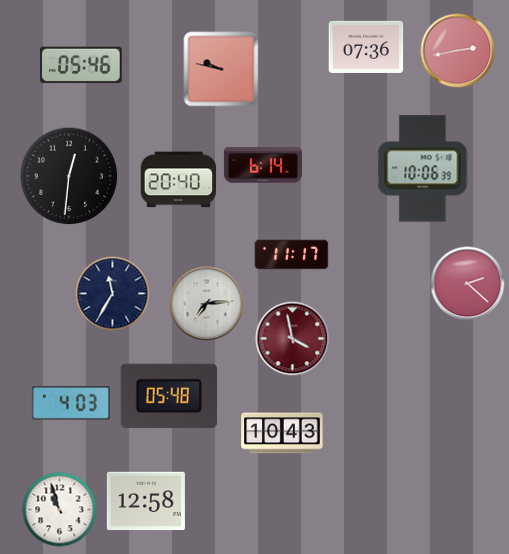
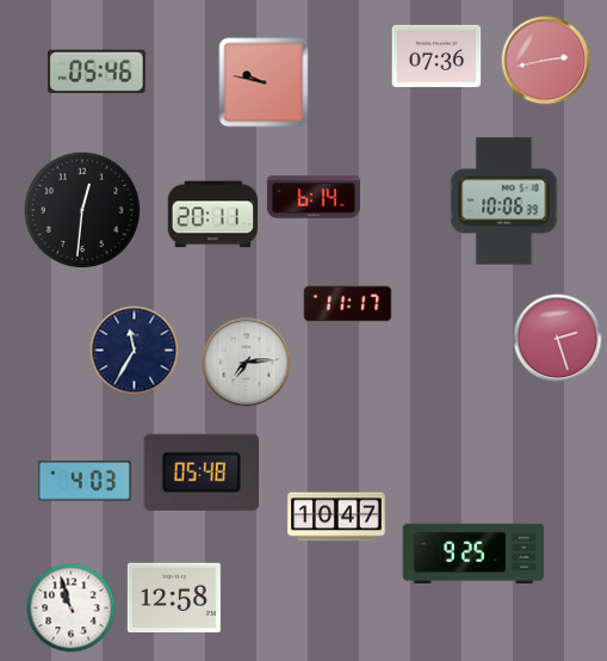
clock at (81, 65) position: (81, 65) -> (97, 72)
clock at (179, 180): 20:40 -> 20:11
clock at (468, 284): 2:22 -> 2:27
clock at (293, 339): 3:58 -> none
clock at (282, 433): 10:43 -> 10:47
clock at (473, 554): none -> 9:25
